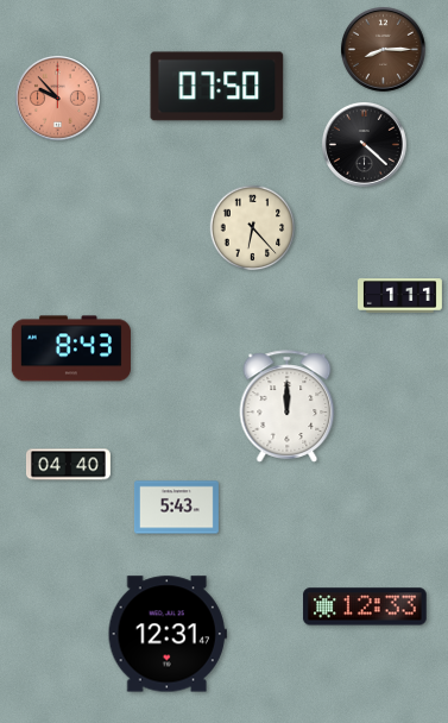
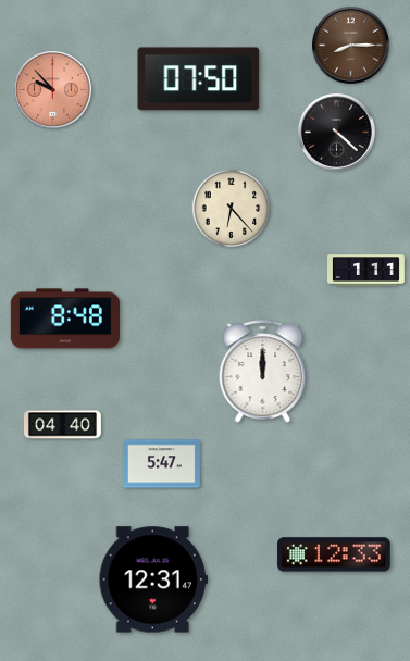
clock at (364, 144) position: (364, 144) -> (336, 132)
clock at (71, 348): 8:43 -> 8:48
clock at (176, 508): 5:43 -> 5:47
